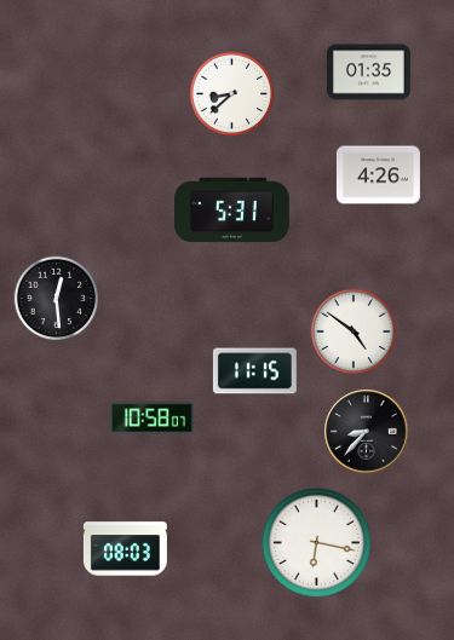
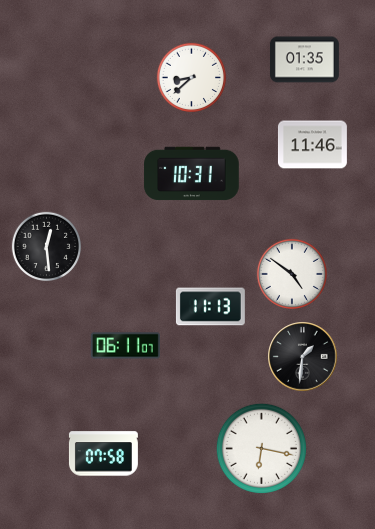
clock at (378, 175): 4:26 -> 11:46
clock at (232, 211): 5:31 -> 10:31
clock at (254, 371): 11:15 -> 11:13
clock at (151, 419): 10:58 -> 06:11
clock at (367, 432): 8:37 -> 1:31
clock at (125, 549): 08:03 -> 07:58
